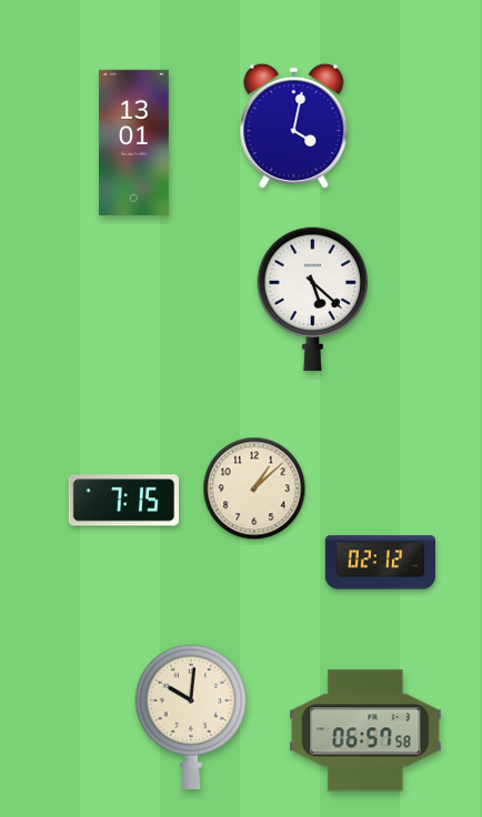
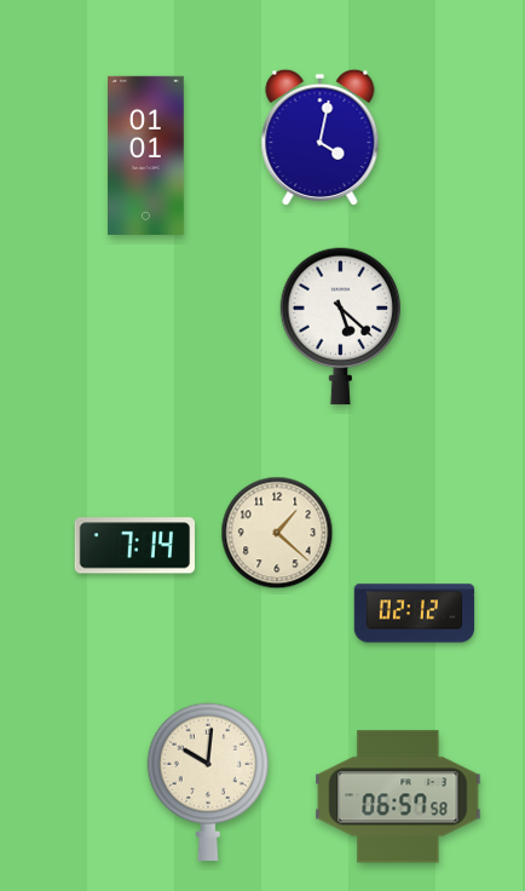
clock at (134, 142): 13:01 -> 01:01
clock at (254, 488): 1:08 -> 1:22
clock at (123, 501): 7:15 -> 7:14
